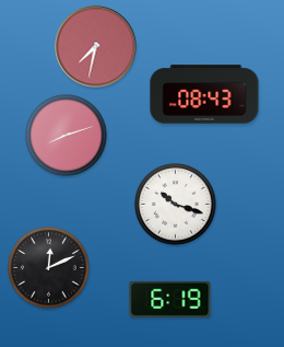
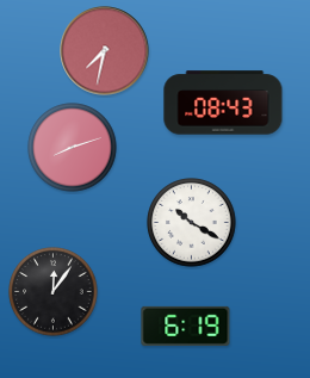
clock at (176, 205): 10:18 -> 10:20
clock at (49, 268): 12:11 -> 12:06
